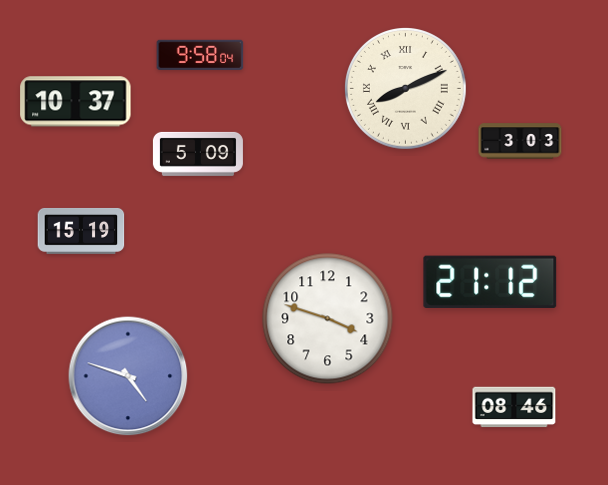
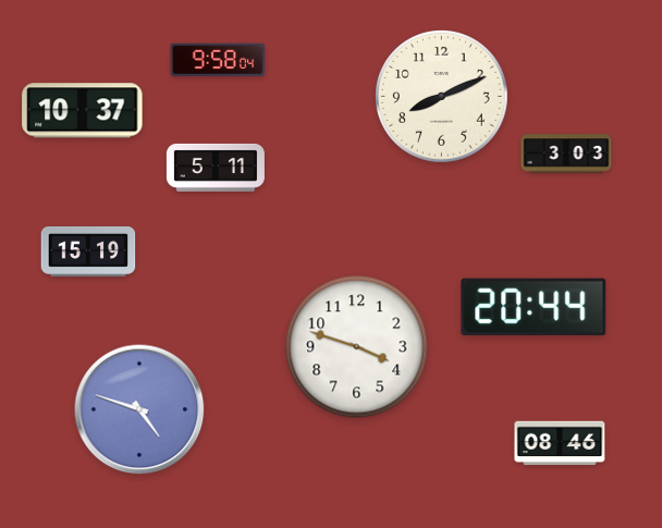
clock at (406, 89) numerals: Roman -> Arabic
clock at (198, 154): 5:09 -> 5:11
clock at (490, 282): 21:12 -> 20:44
